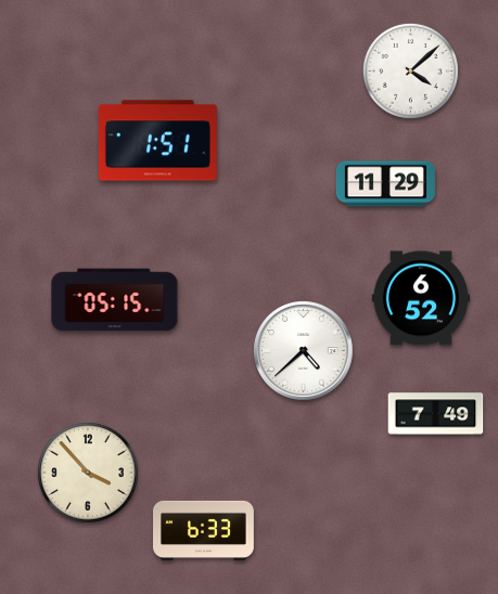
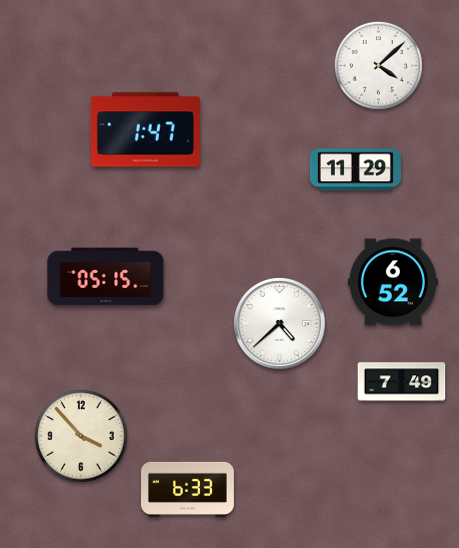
clock at (157, 141): 1:51 -> 1:47
clock at (421, 298) position: (421, 298) -> (393, 282)
